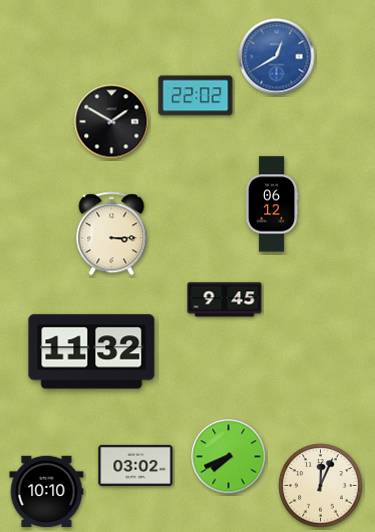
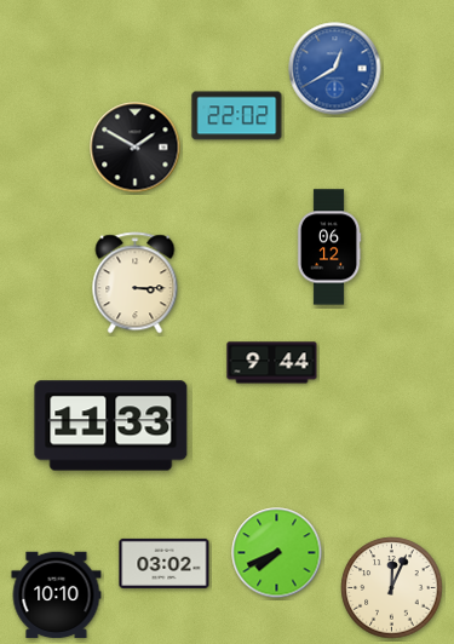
clock at (225, 300): 9:45 -> 9:44
clock at (92, 352): 11:32 -> 11:33
clock at (321, 486) position: (321, 486) -> (392, 588)
